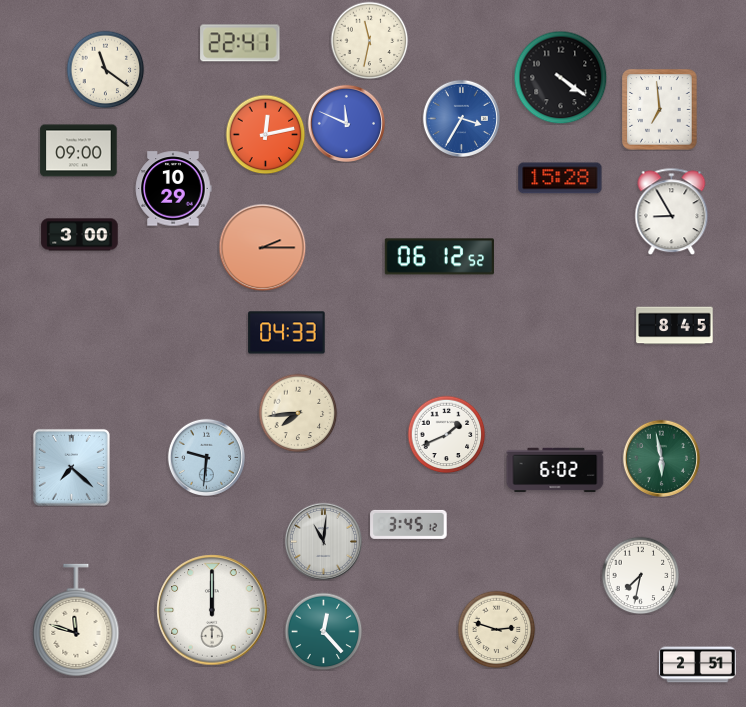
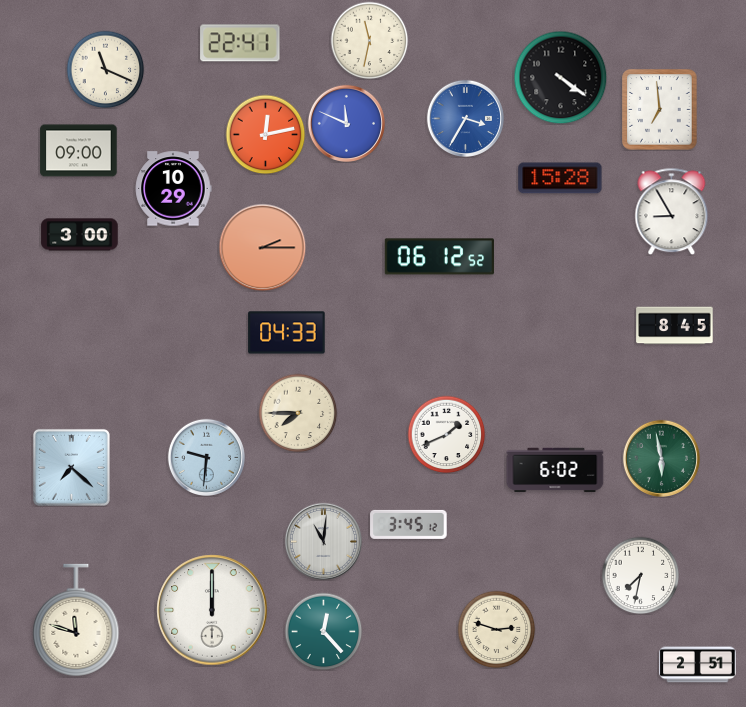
clock at (105, 69): 11:21 -> 11:19
clock at (461, 118) position: (461, 118) -> (465, 118)
clock at (298, 413): 7:44 -> 7:45
